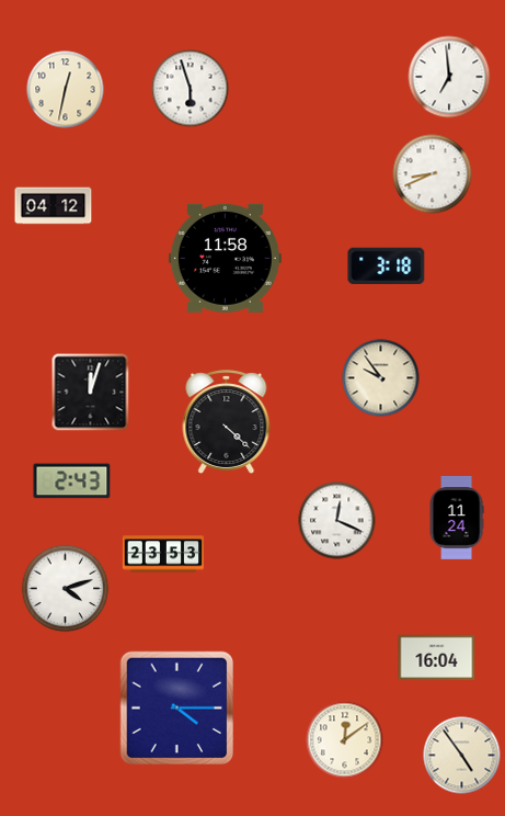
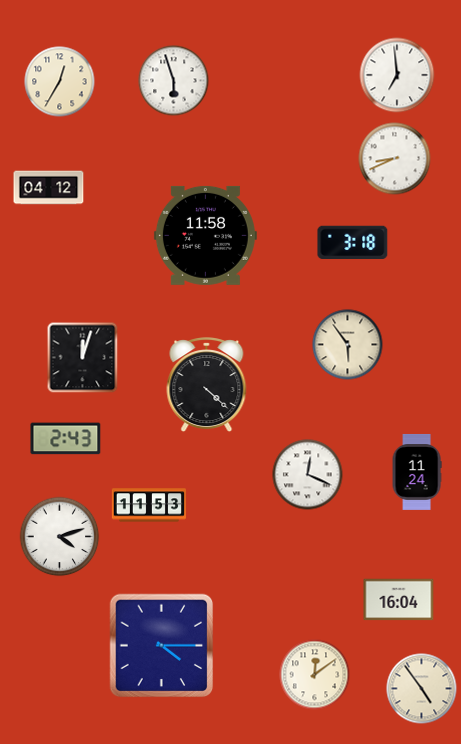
clock at (449, 77) position: (449, 77) -> (397, 75)
clock at (66, 90): 12:32 -> 12:35
clock at (381, 378): 9:54 -> 5:54
clock at (162, 554): 23:53 -> 11:53
